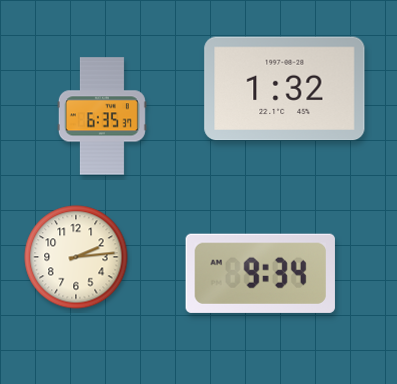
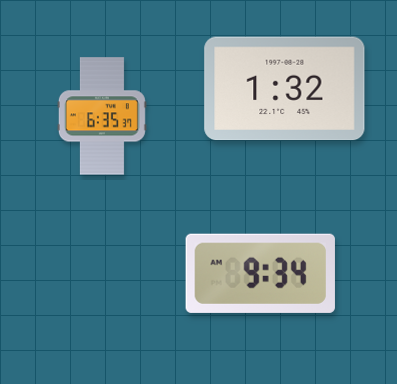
clock at (76, 257): 2:14 -> none
